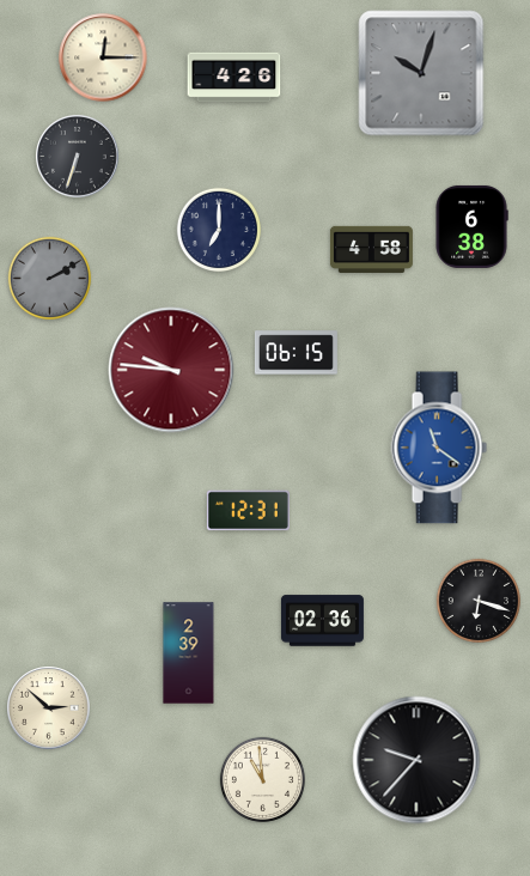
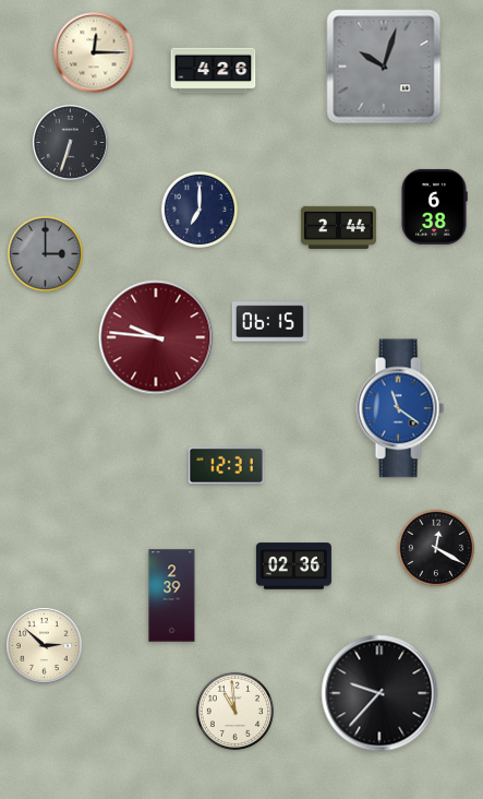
clock at (471, 226) position: (471, 226) -> (434, 206)
clock at (371, 249): 4:58 -> 2:44
clock at (50, 279): 2:10 -> 3:00
clock at (479, 601): 6:18 -> 12:20
clock at (262, 779) position: (262, 779) -> (234, 711)
